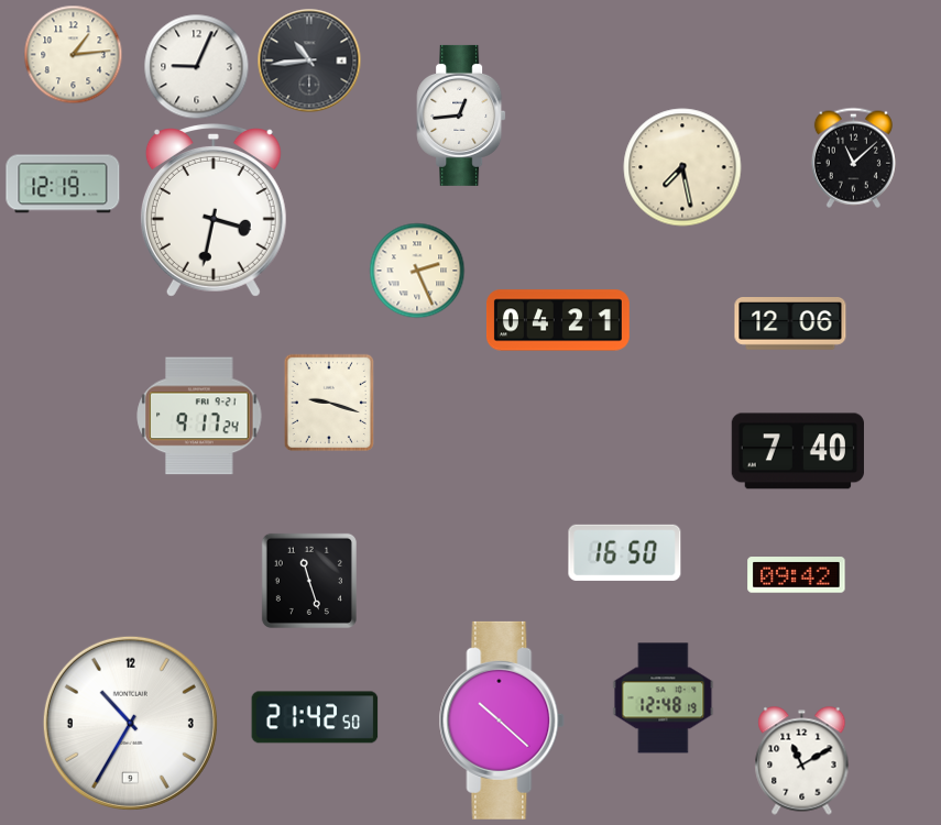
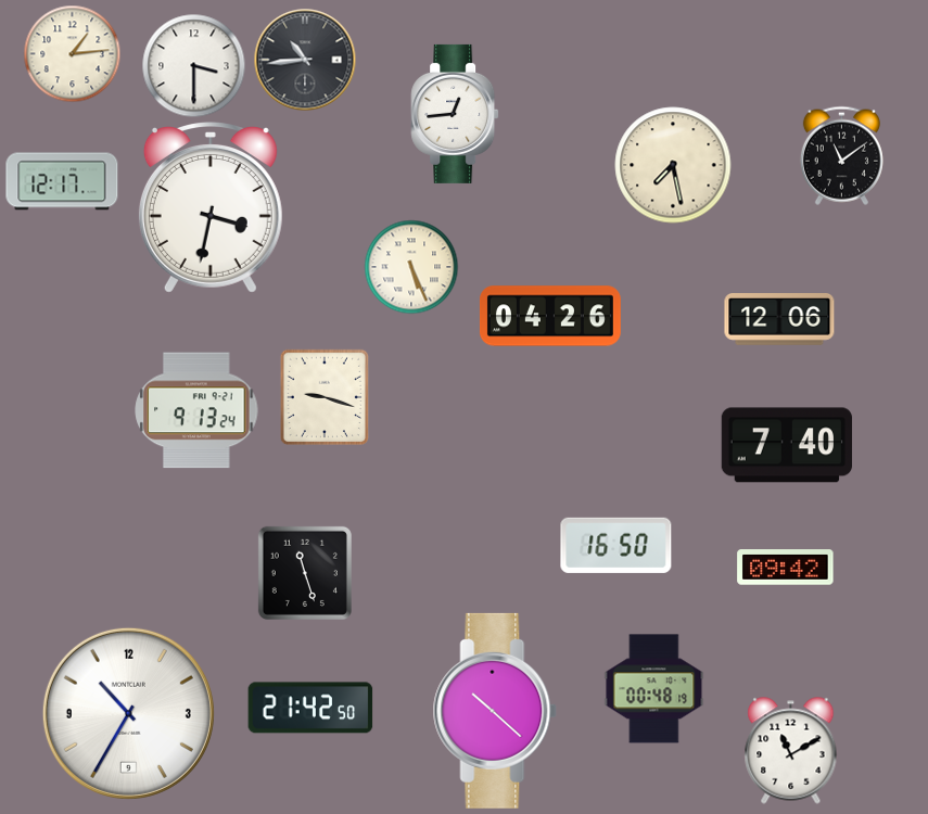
clock at (196, 66): 9:04 -> 3:30
clock at (853, 157): 11:08 -> 11:09
clock at (63, 184): 12:19 -> 12:17
clock at (417, 271): 2:26 -> 5:26
clock at (558, 320): 04:21 -> 04:26
clock at (199, 416): 9:17 -> 9:13
clock at (664, 698): 12:48 -> 00:48
